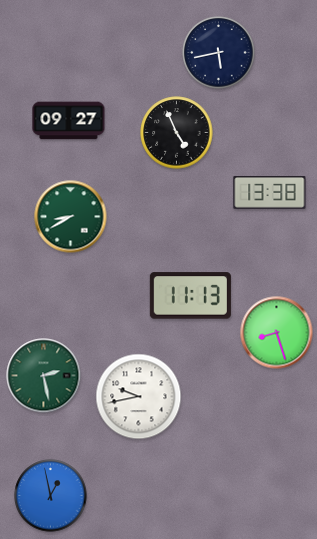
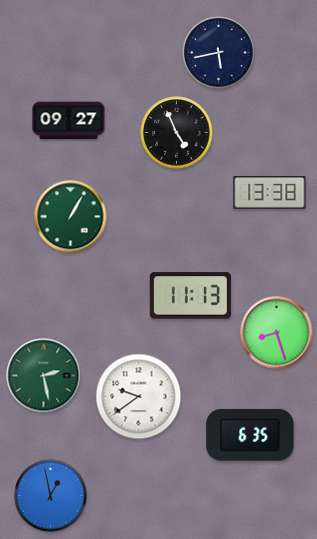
clock at (71, 217): 8:40 -> 1:05
clock at (139, 397): 9:43 -> 9:39
clock at (250, 435): none -> 6:35
